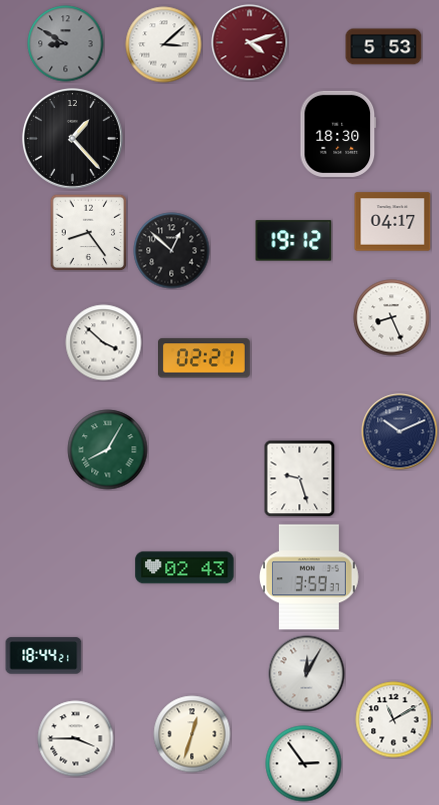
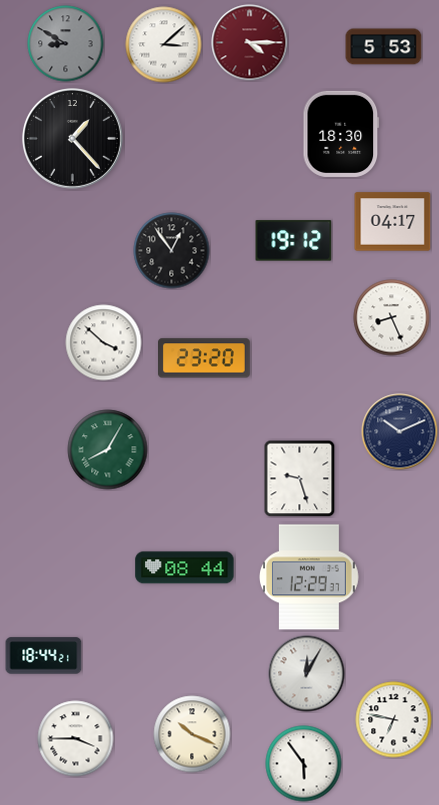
clock at (250, 43): 4:12 -> 4:15
clock at (338, 134) position: (338, 134) -> (341, 134)
clock at (88, 232): 8:24 -> none
clock at (172, 251): 12:52 -> 12:54
clock at (205, 358): 02:21 -> 23:20
clock at (185, 568): 02:43 -> 08:44
clock at (310, 577): 3:59 -> 12:29
clock at (394, 720): 11:10 -> 6:47
clock at (192, 734): 12:33 -> 10:19
clock at (304, 764): 2:54 -> 5:54
